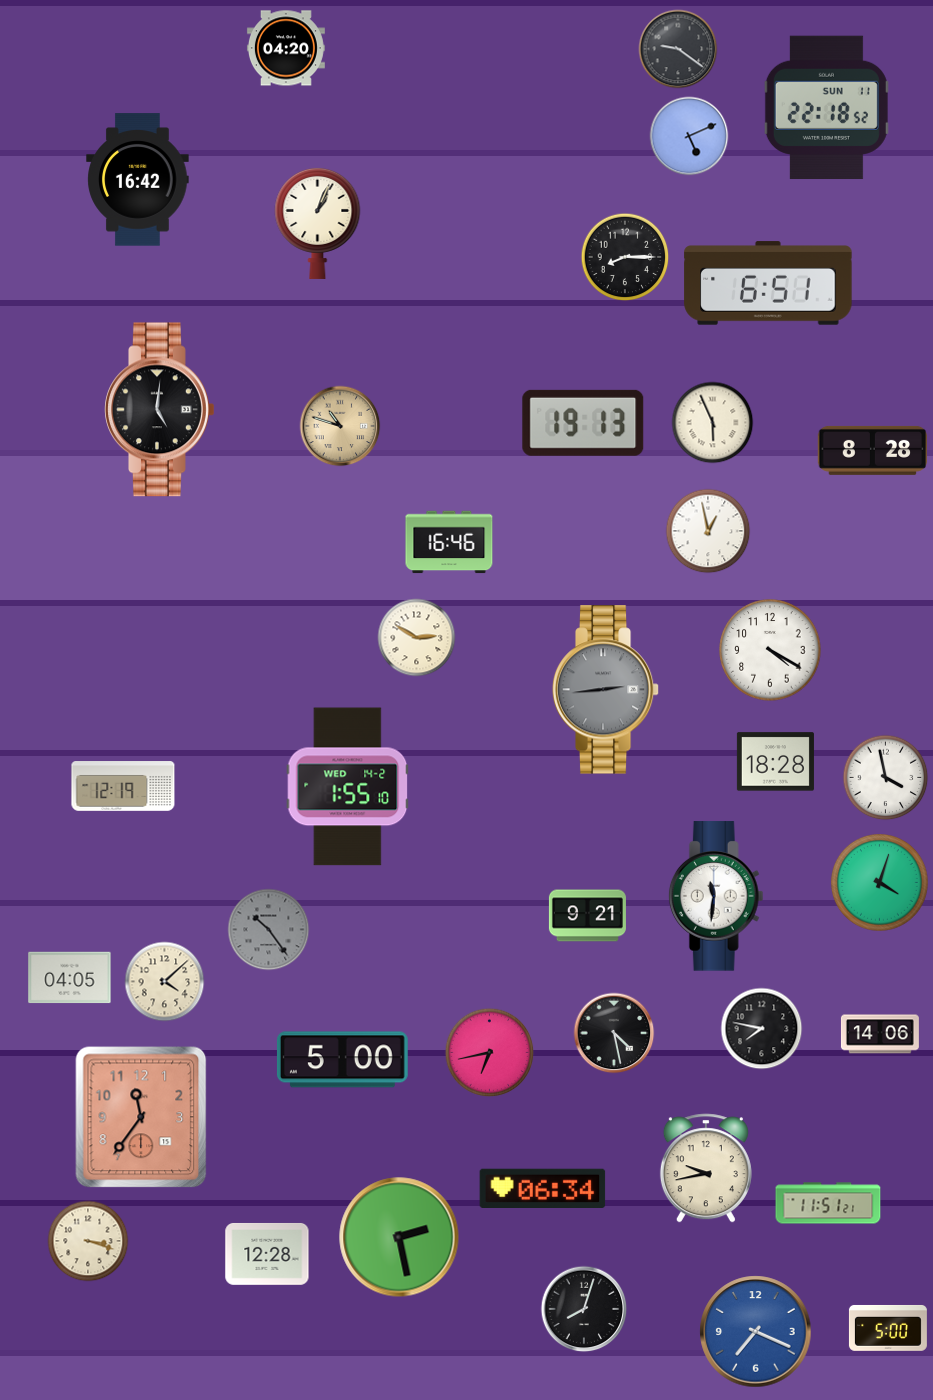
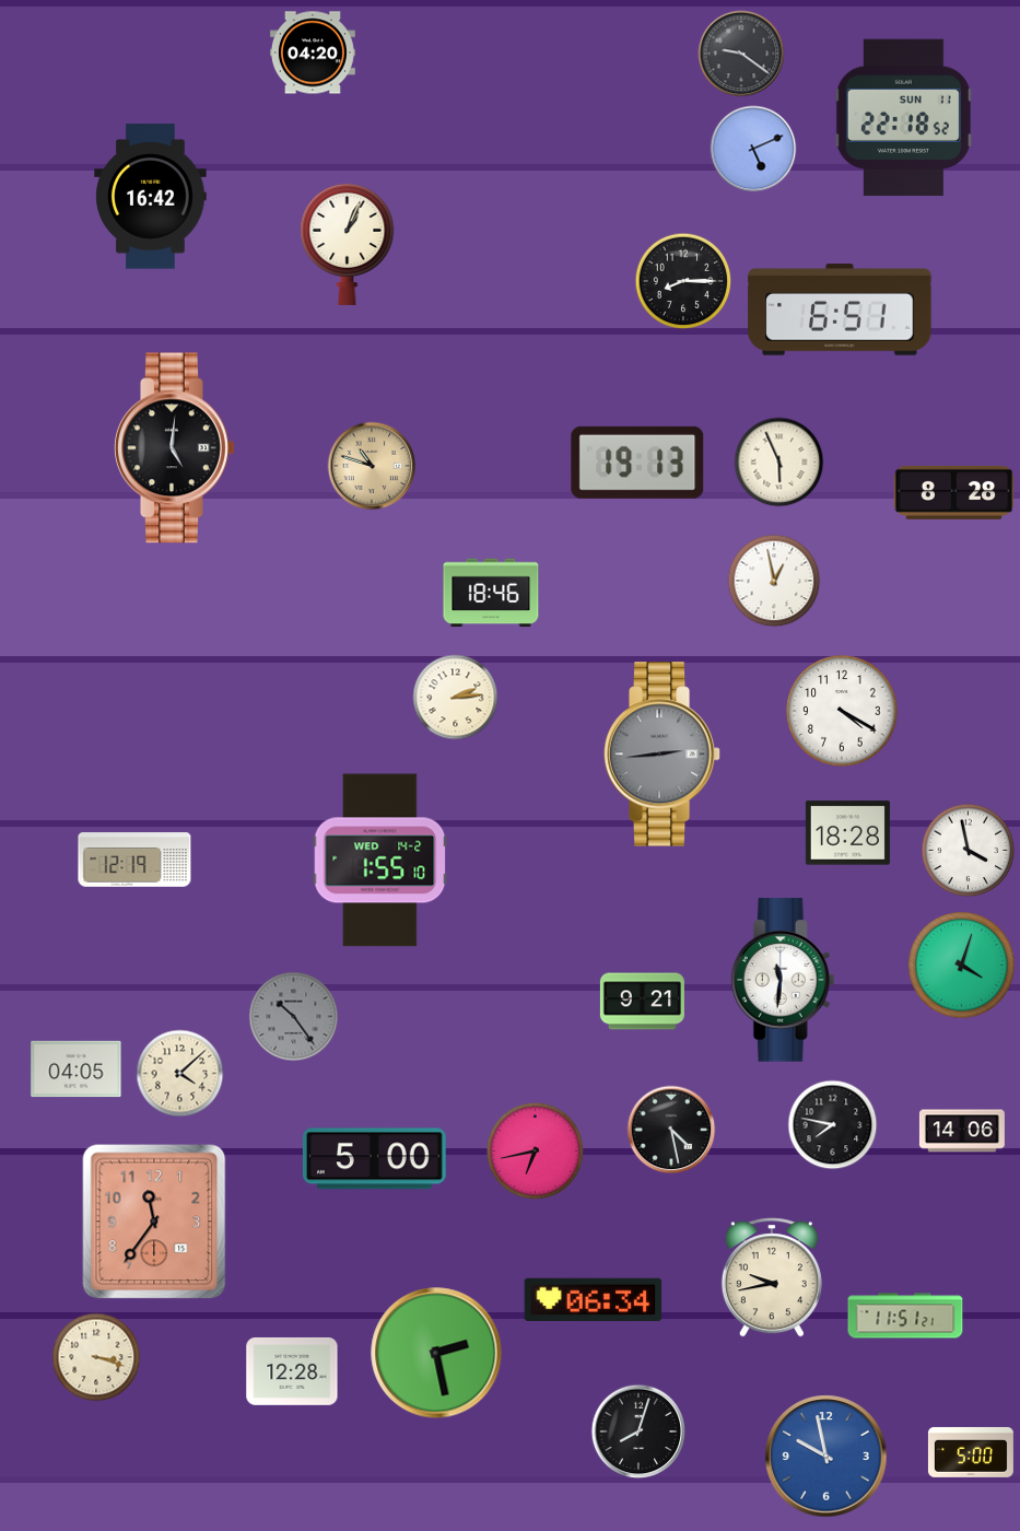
clock at (449, 542): 16:46 -> 18:46
clock at (417, 638): 2:50 -> 2:14
clock at (756, 1332): 7:19 -> 9:58
